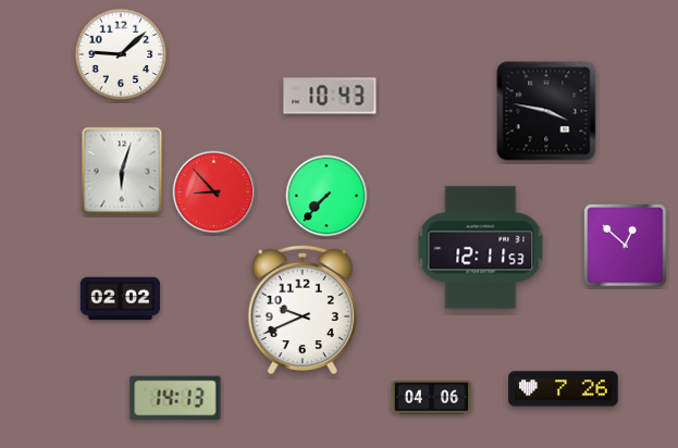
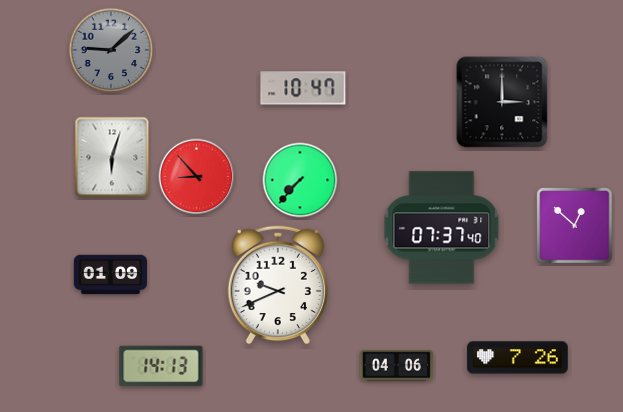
clock at (121, 54) dial: white -> grey
clock at (330, 96): 10:43 -> 10:47
clock at (546, 111): 3:47 -> 3:00
clock at (481, 248): 12:11 -> 07:37
clock at (121, 299): 02:02 -> 01:09
